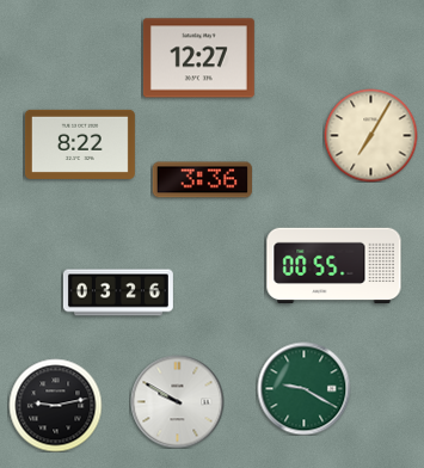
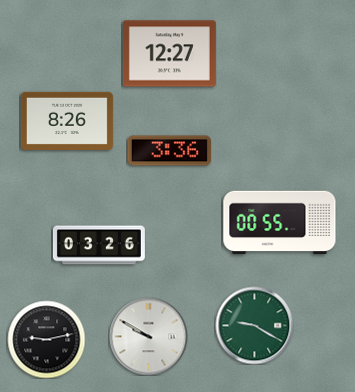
clock at (198, 59) position: (198, 59) -> (169, 54)
clock at (370, 135): 7:05 -> none
clock at (80, 144): 8:22 -> 8:26
